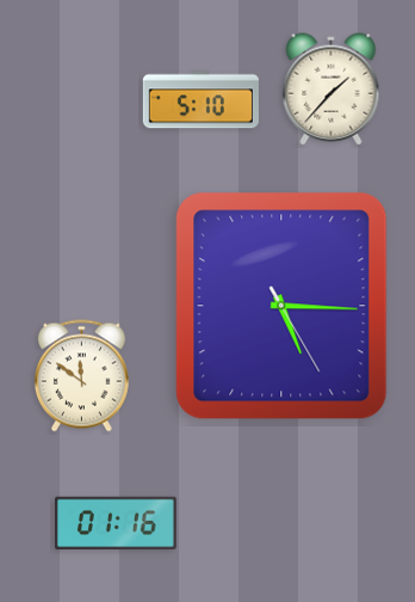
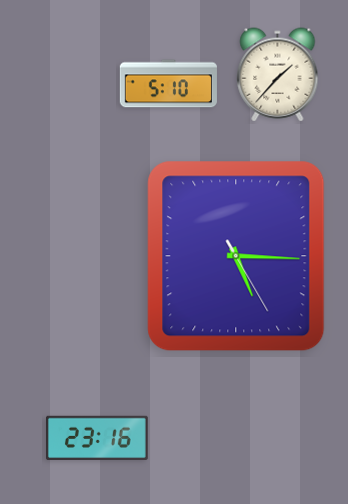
clock at (81, 376): 11:51 -> none
clock at (117, 522): 01:16 -> 23:16
